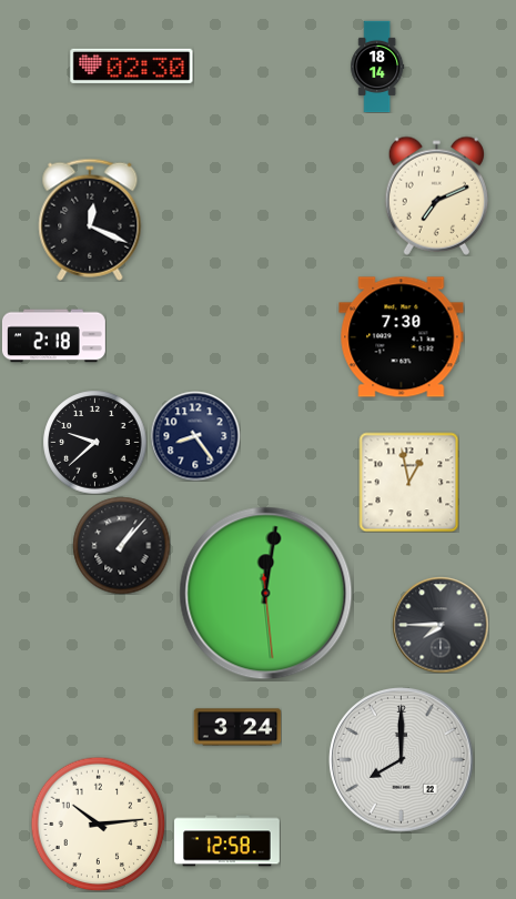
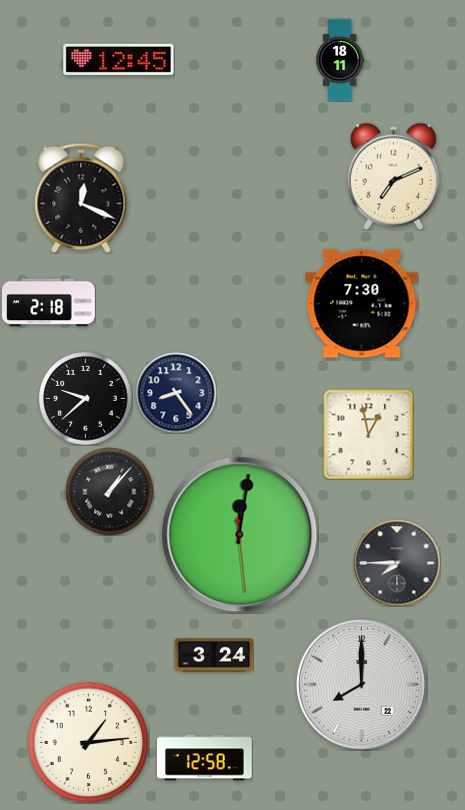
clock at (132, 65): 02:30 -> 12:45
clock at (377, 67): 18:14 -> 18:11
clock at (98, 824): 10:14 -> 1:14
